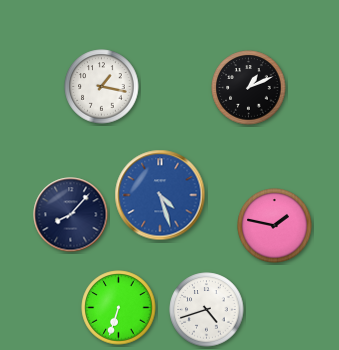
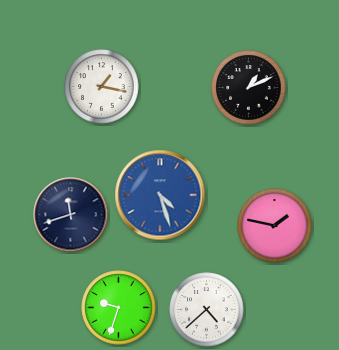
clock at (71, 215): 8:07 -> 11:42
clock at (119, 308): 6:33 -> 9:33
clock at (207, 310): 4:42 -> 4:38
